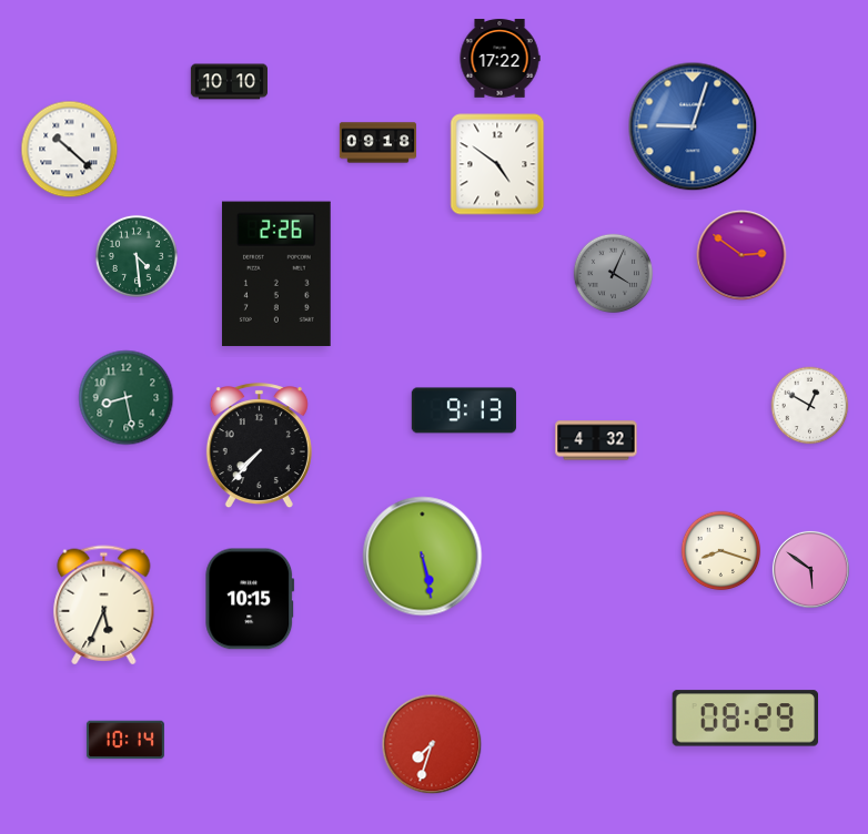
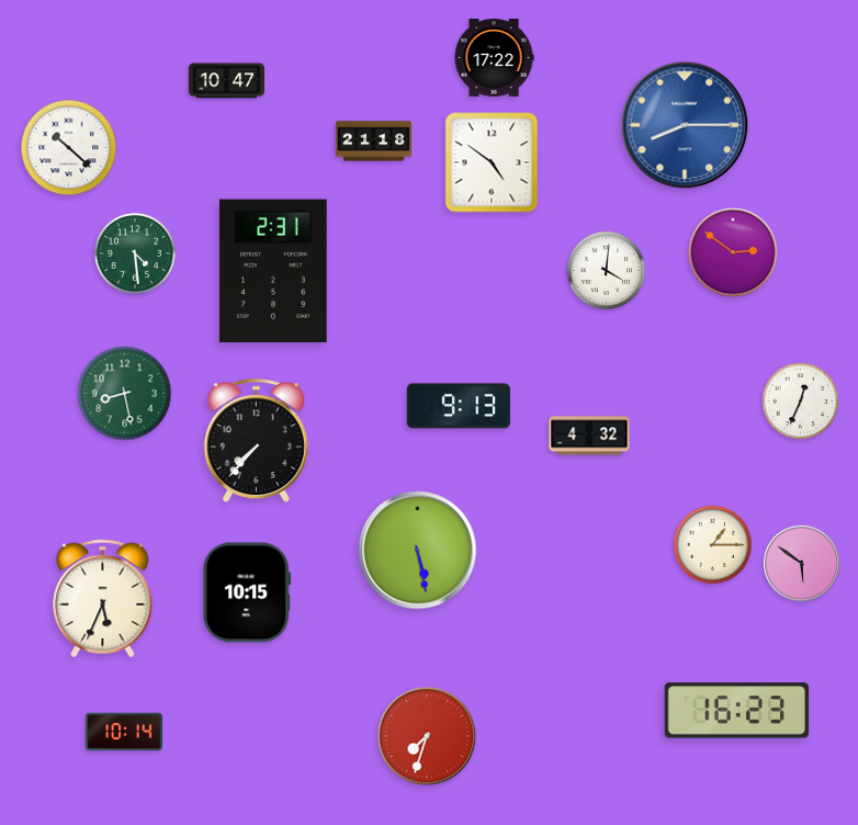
clock at (229, 82): 10:10 -> 10:47
clock at (693, 126): 9:03 -> 8:15
clock at (377, 143): 09:18 -> 21:18
clock at (276, 274): 2:26 -> 2:31
clock at (614, 274): 4:04 -> 4:01
clock at (614, 274) dial: grey -> white
clock at (810, 406): 12:50 -> 12:34
clock at (721, 551): 8:18 -> 1:15
clock at (745, 719): 08:29 -> 16:23
